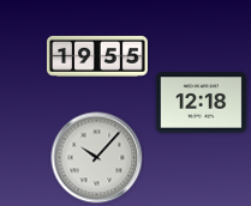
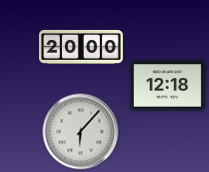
clock at (98, 56): 19:55 -> 20:00
clock at (97, 158): 10:07 -> 6:07
